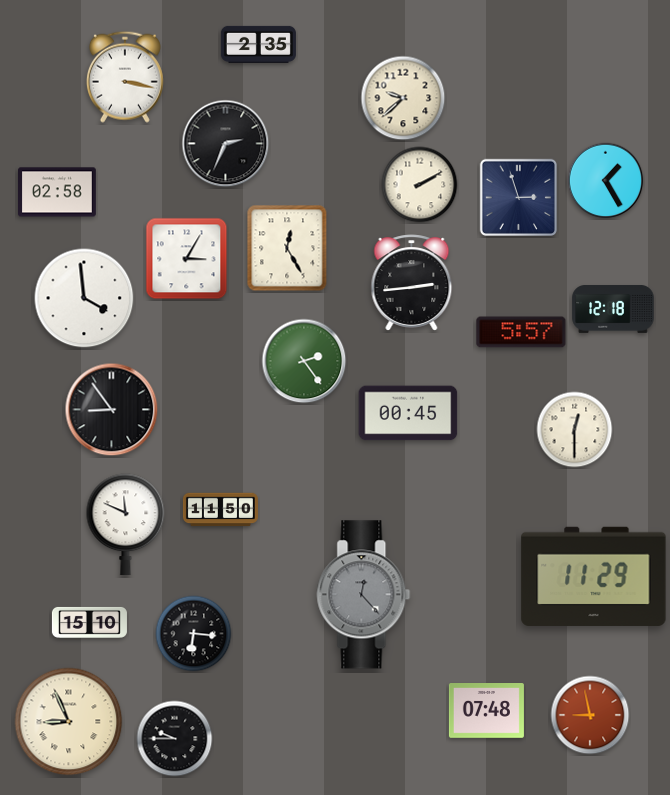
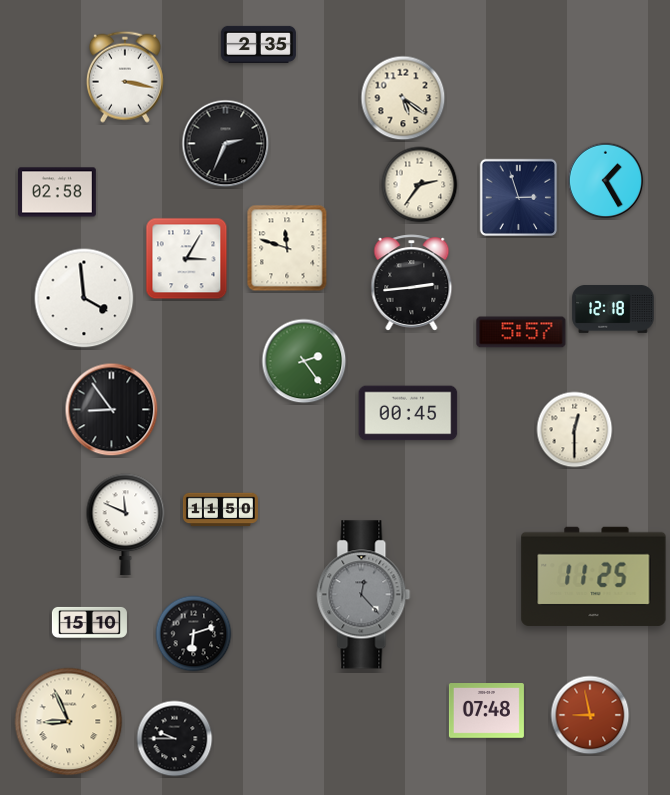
clock at (403, 98): 9:38 -> 5:21
clock at (420, 185): 2:10 -> 2:36
clock at (287, 248): 12:25 -> 11:48
clock at (594, 576): 11:29 -> 11:25
clock at (194, 634): 6:16 -> 6:12
